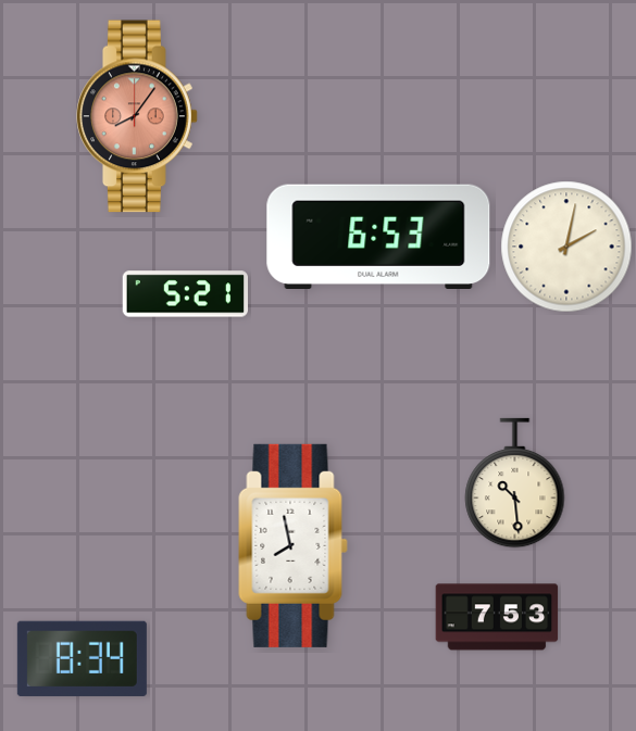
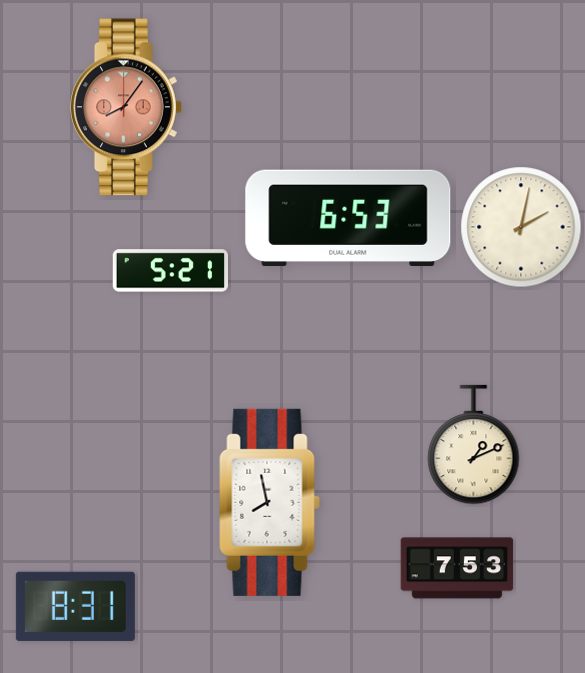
clock at (515, 483): 10:29 -> 1:11
clock at (82, 658): 8:34 -> 8:31
